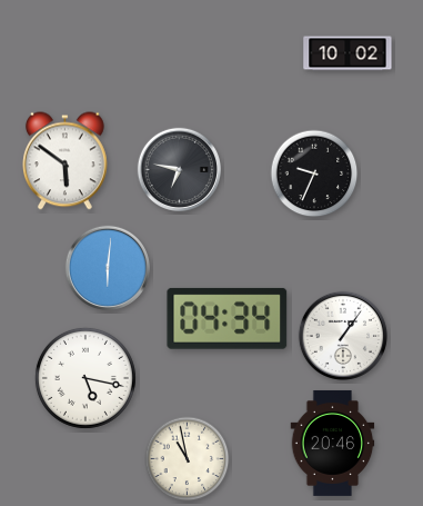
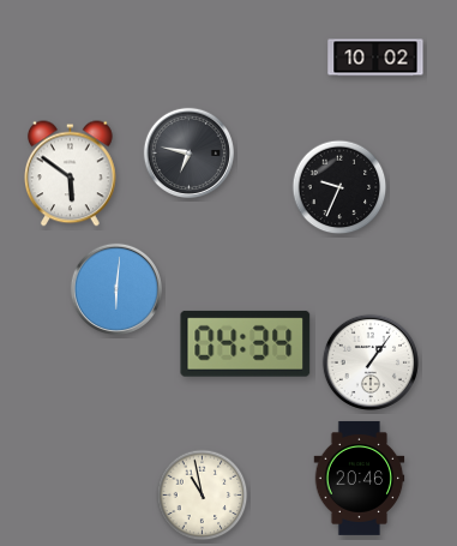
clock at (179, 169) position: (179, 169) -> (188, 152)
clock at (85, 378): 5:17 -> none
